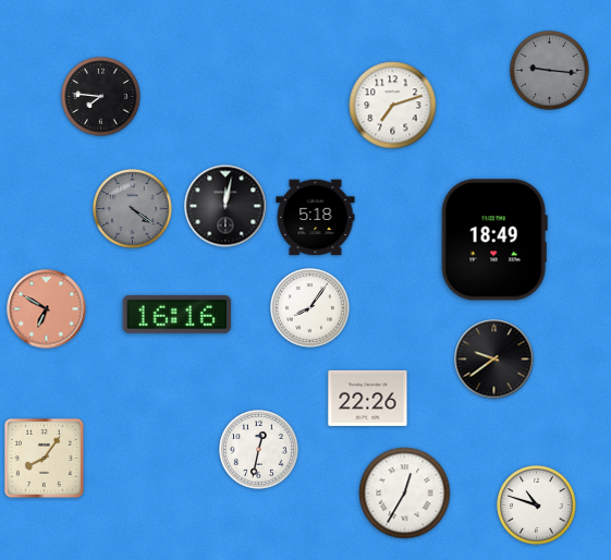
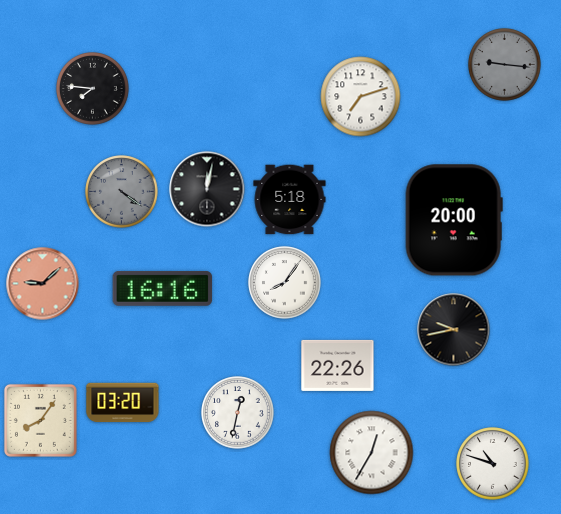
clock at (494, 240): 18:49 -> 20:00
clock at (47, 309): 6:50 -> 9:08
clock at (494, 360): 9:39 -> 9:43
clock at (123, 403): none -> 03:20
